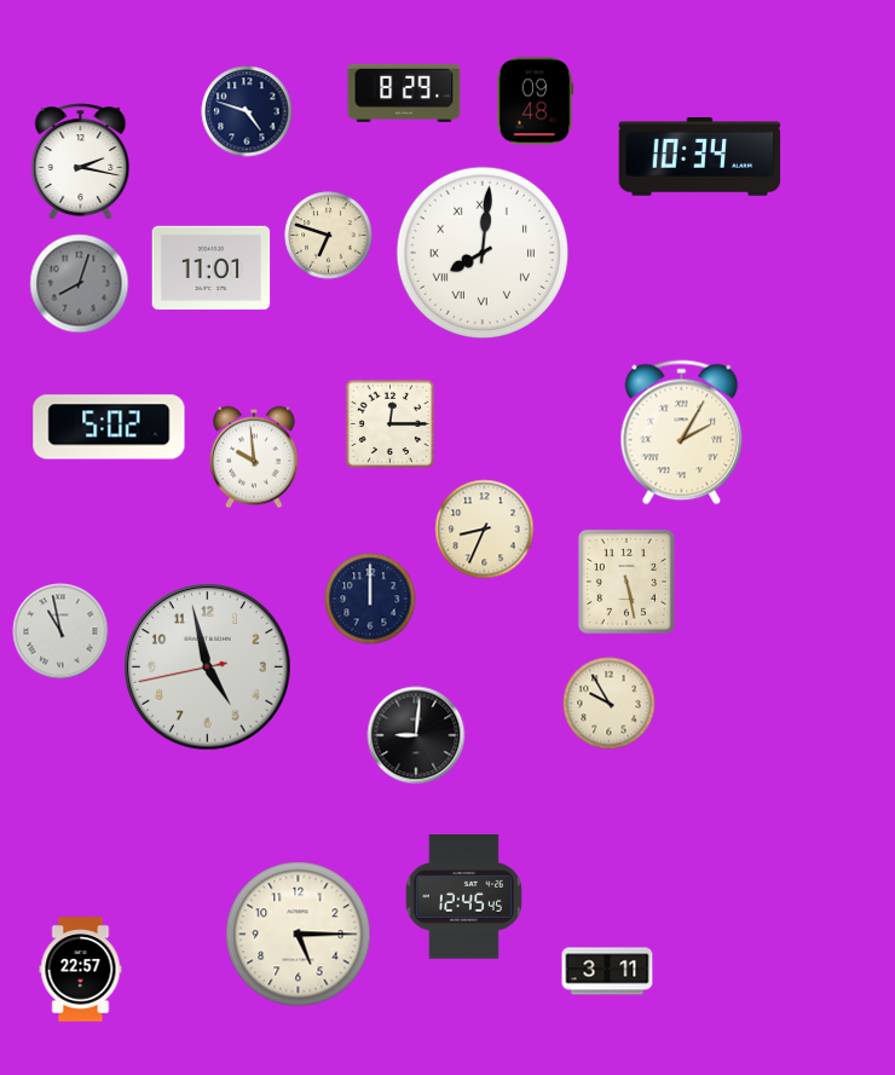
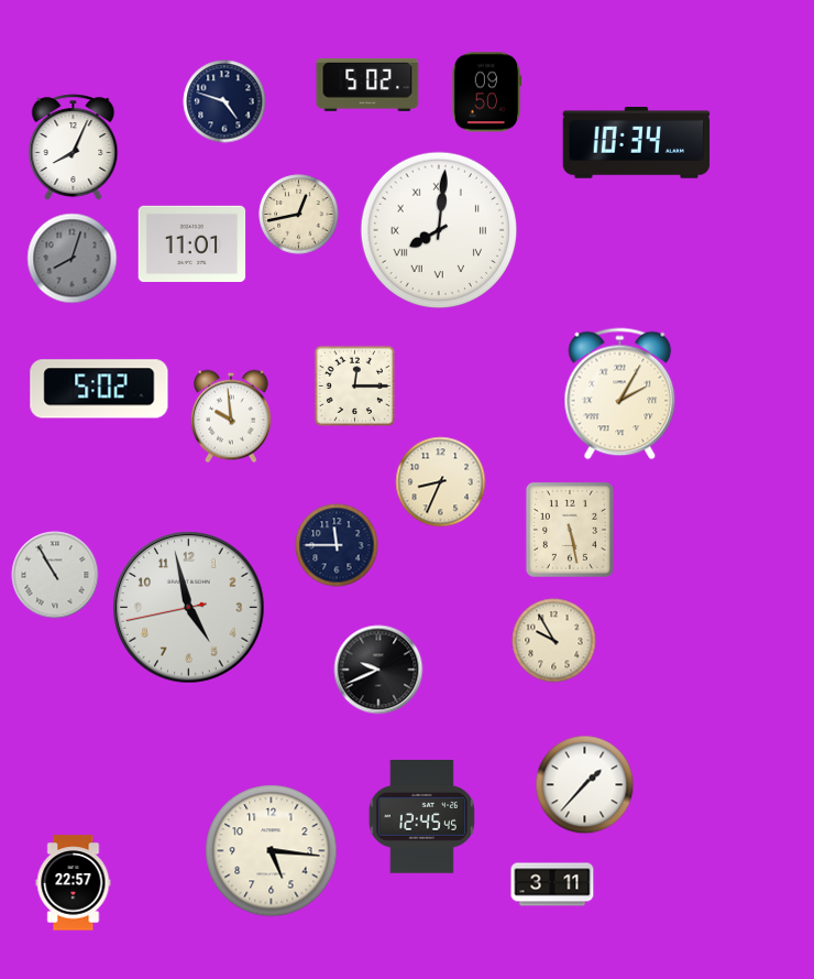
clock at (404, 93): 8:29 -> 5:02
clock at (536, 102): 09:48 -> 09:50
clock at (81, 162): 2:17 -> 8:04
clock at (329, 236): 6:48 -> 12:43
clock at (370, 599): 12:00 -> 11:45
clock at (60, 631): 10:58 -> 10:55
clock at (416, 735): 9:01 -> 9:41
clock at (585, 785): none -> 1:37
clock at (299, 935): 5:15 -> 5:16
